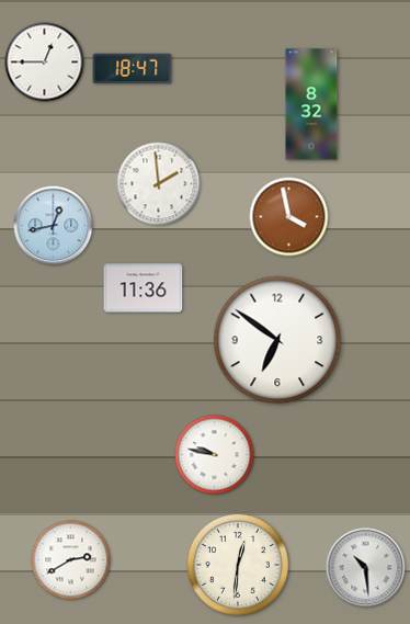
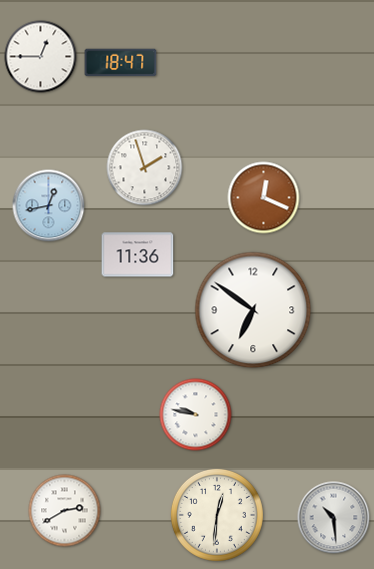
clock at (311, 104): 8:32 -> none
clock at (159, 184): 1:59 -> 1:57
clock at (289, 217): 3:58 -> 12:19
clock at (144, 288) position: (144, 288) -> (138, 255)
